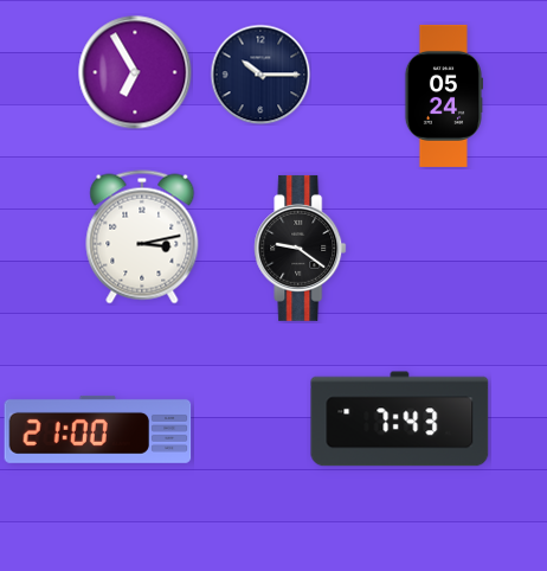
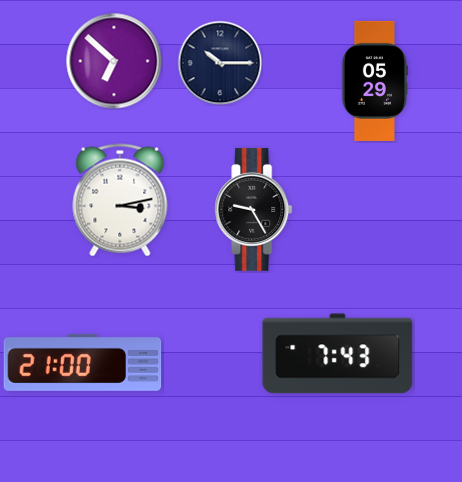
clock at (135, 72): 6:55 -> 6:52
clock at (443, 96): 05:24 -> 05:29
clock at (301, 248): 9:21 -> 9:25
